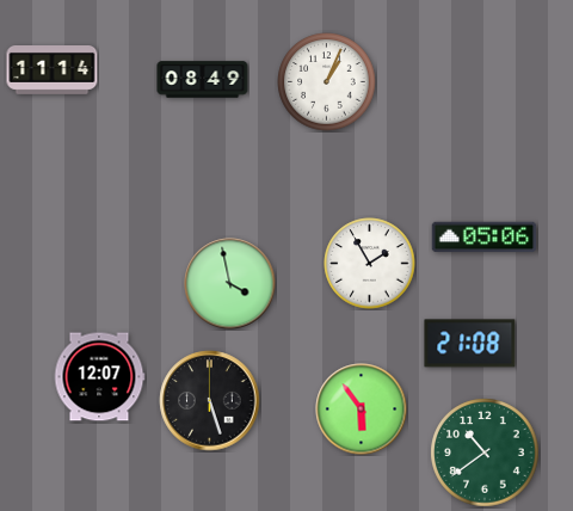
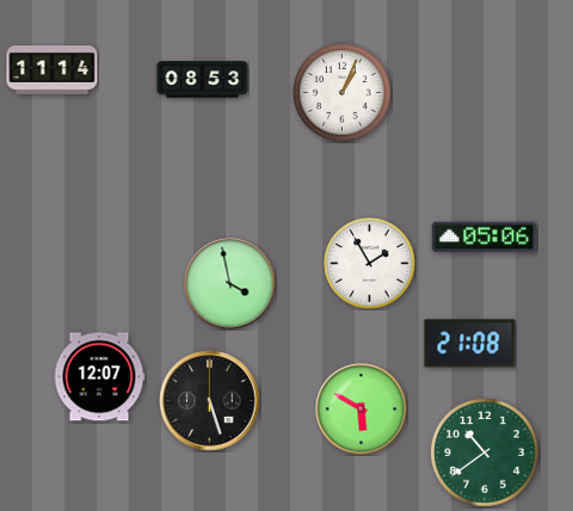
clock at (203, 80): 08:49 -> 08:53
clock at (327, 82) position: (327, 82) -> (343, 93)
clock at (362, 410): 5:54 -> 5:50
